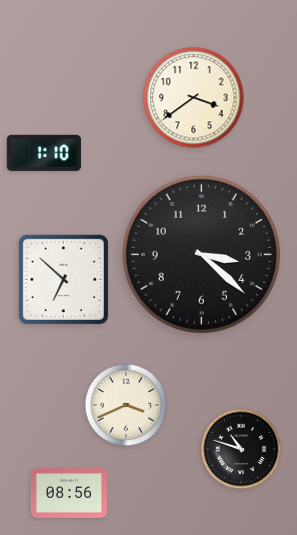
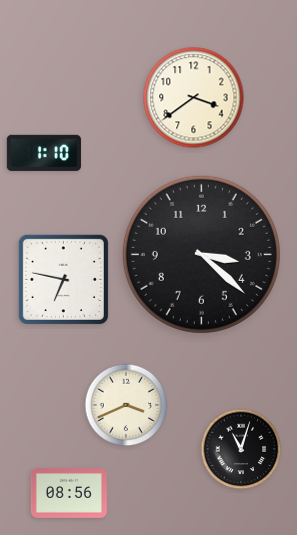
clock at (63, 279): 6:52 -> 6:47
clock at (241, 449): 10:48 -> 11:03
